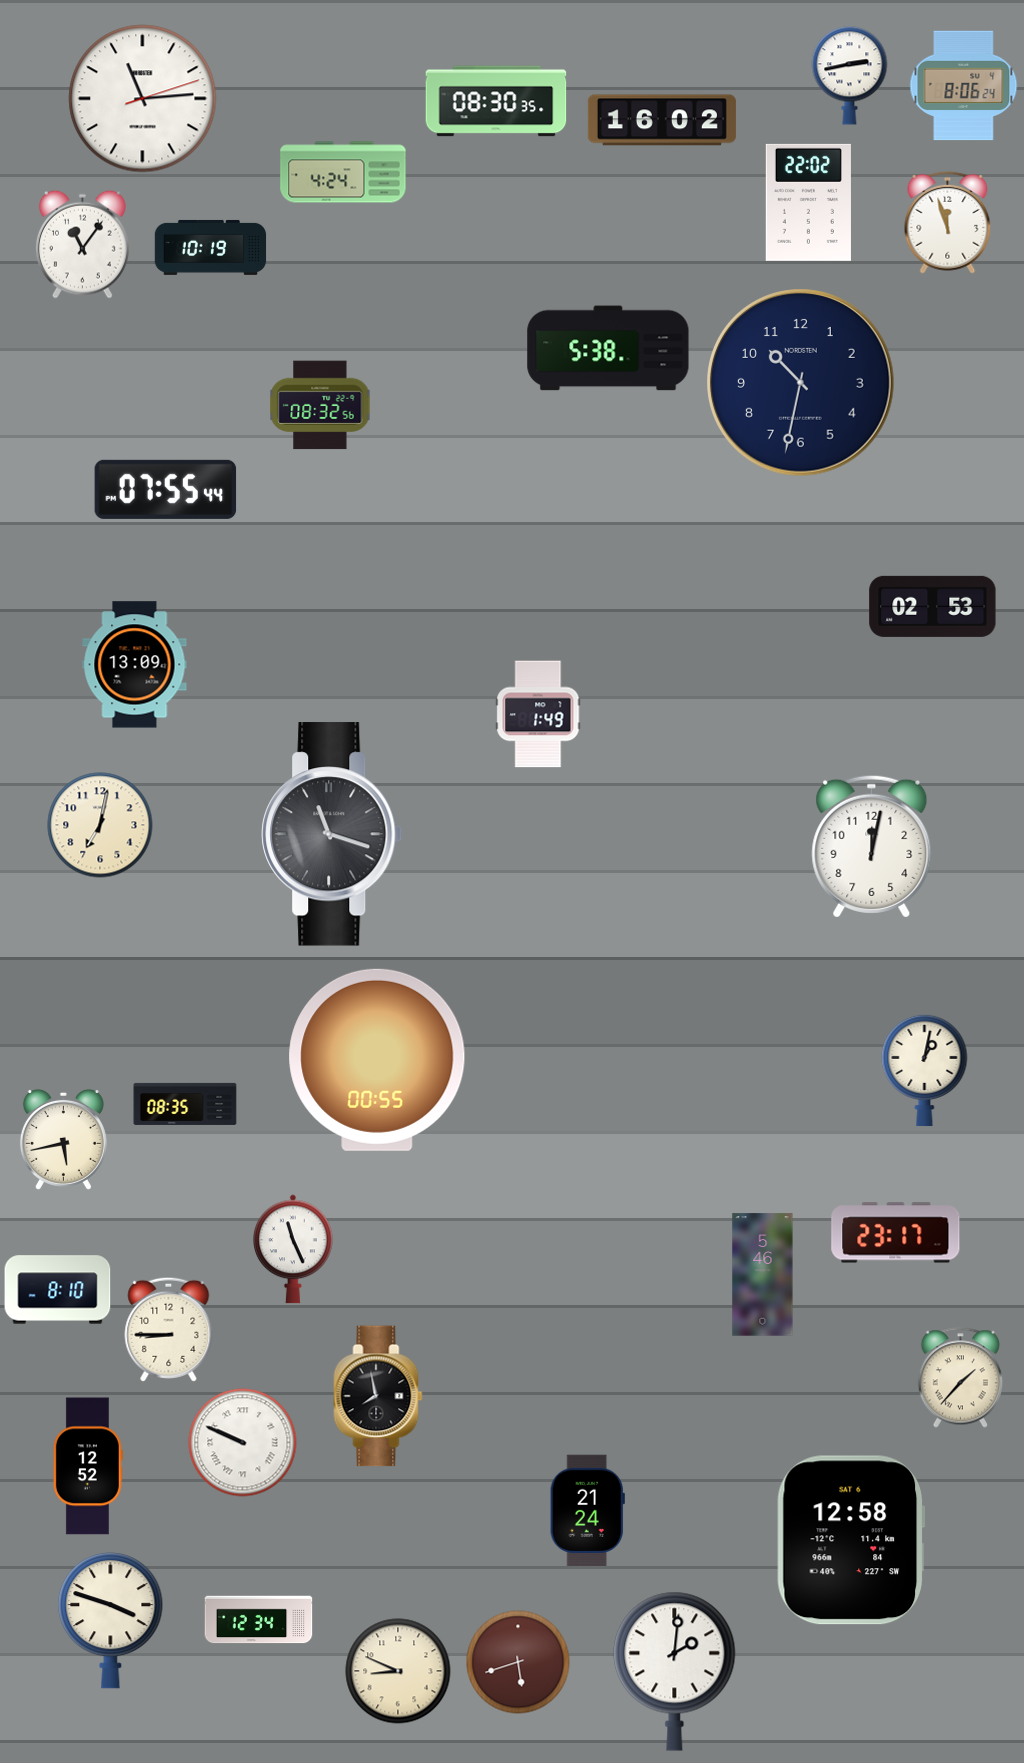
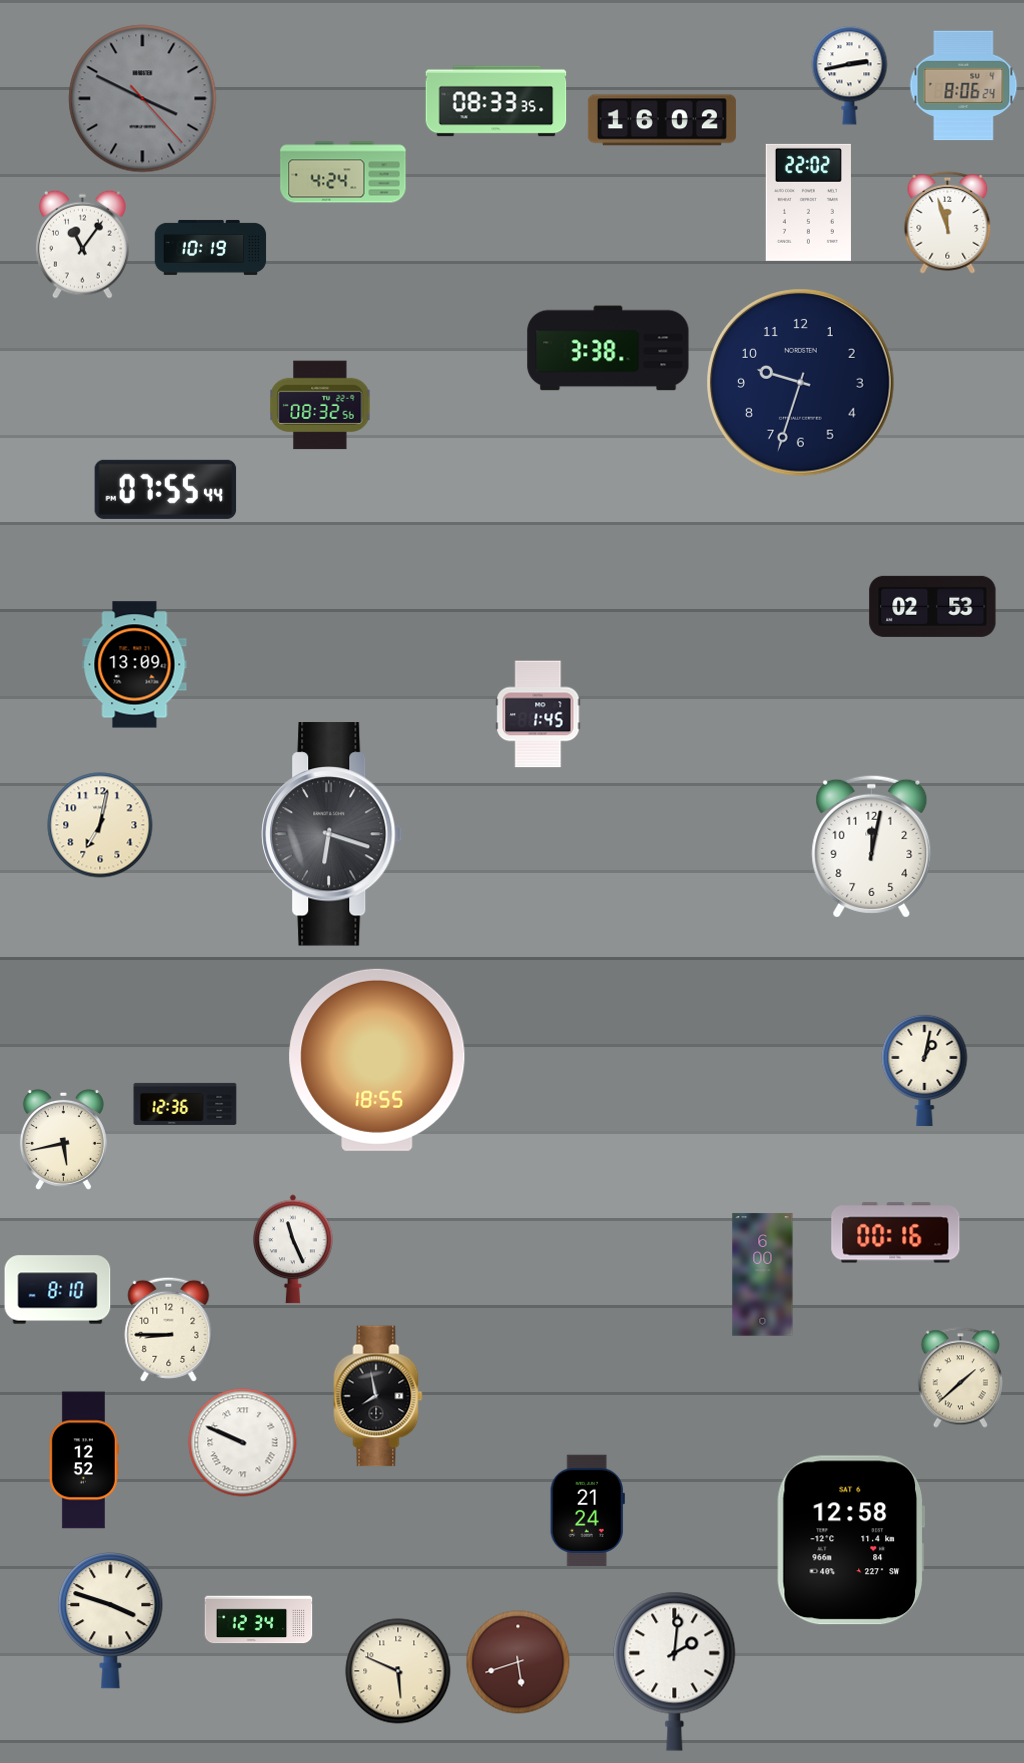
clock at (143, 99): 11:14 -> 3:49
clock at (143, 99) dial: white -> grey
clock at (496, 101): 08:30 -> 08:33
clock at (608, 348): 5:38 -> 3:38
clock at (801, 383): 10:32 -> 9:33
clock at (538, 714): 1:49 -> 1:45
clock at (332, 834): 11:18 -> 6:18
clock at (377, 1060): 00:55 -> 18:55
clock at (185, 1104): 08:35 -> 12:36
clock at (896, 1233): 23:17 -> 00:16
clock at (763, 1275): 5:46 -> 6:00
clock at (960, 1378): 1:37 -> 1:38
clock at (88, 1466) position: (88, 1466) -> (84, 1460)
clock at (398, 1671): 8:49 -> 5:49
